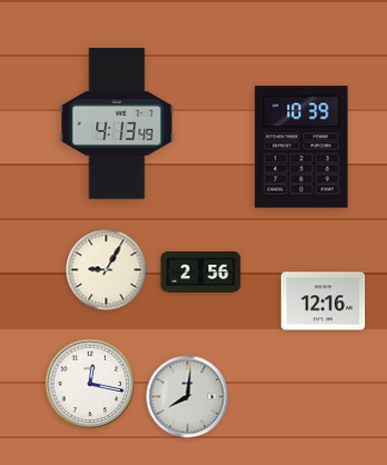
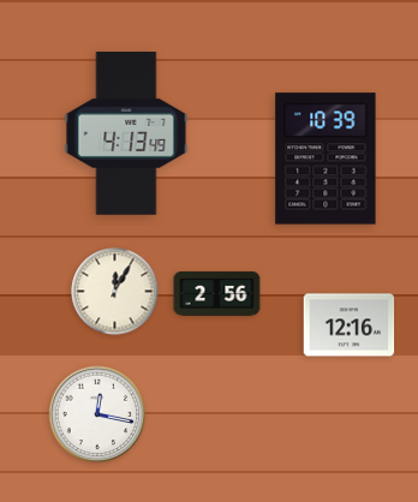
clock at (107, 270): 9:05 -> 12:05
clock at (188, 397): 8:01 -> none
